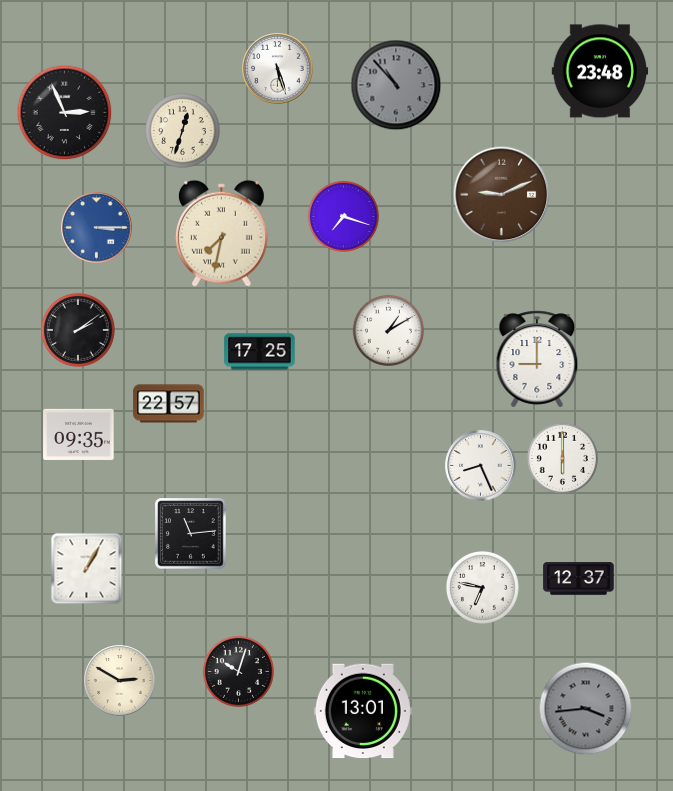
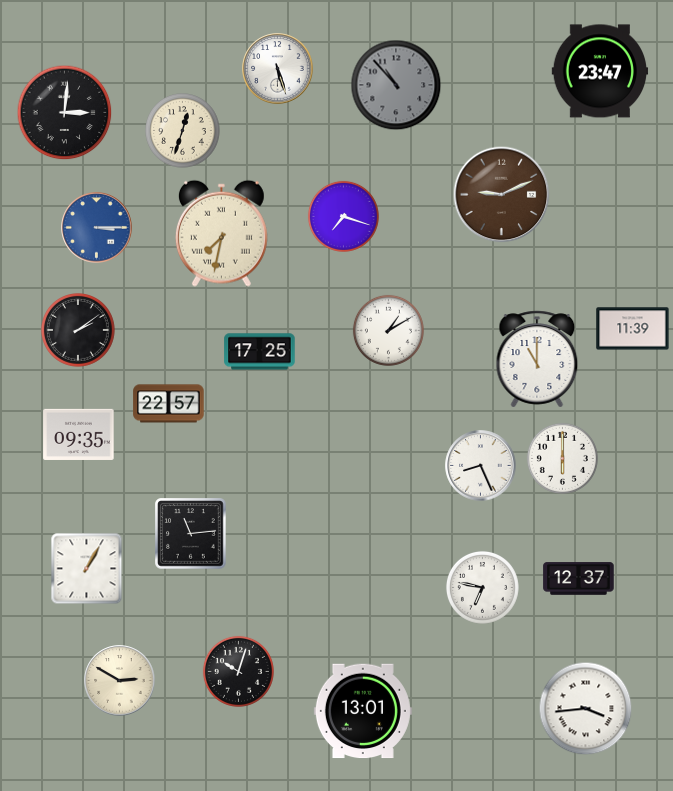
clock at (600, 71): 23:48 -> 23:47
clock at (65, 113): 2:56 -> 3:01
clock at (633, 329): none -> 11:39
clock at (537, 359): 9:00 -> 11:00
clock at (586, 709) dial: grey -> white
